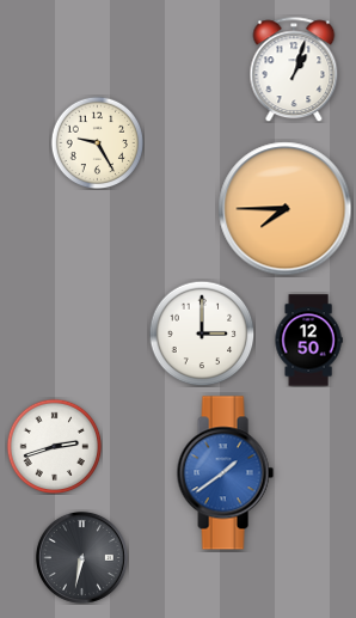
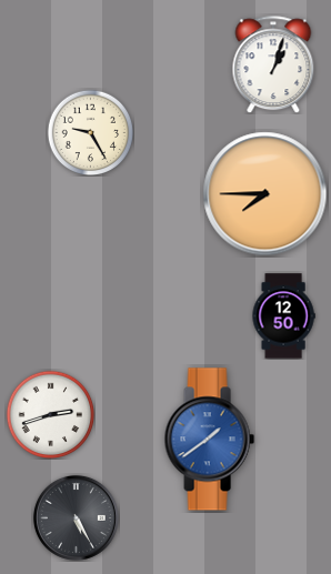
clock at (202, 334): 3:00 -> none
clock at (308, 341) position: (308, 341) -> (283, 316)
clock at (81, 557): 6:32 -> 5:25
